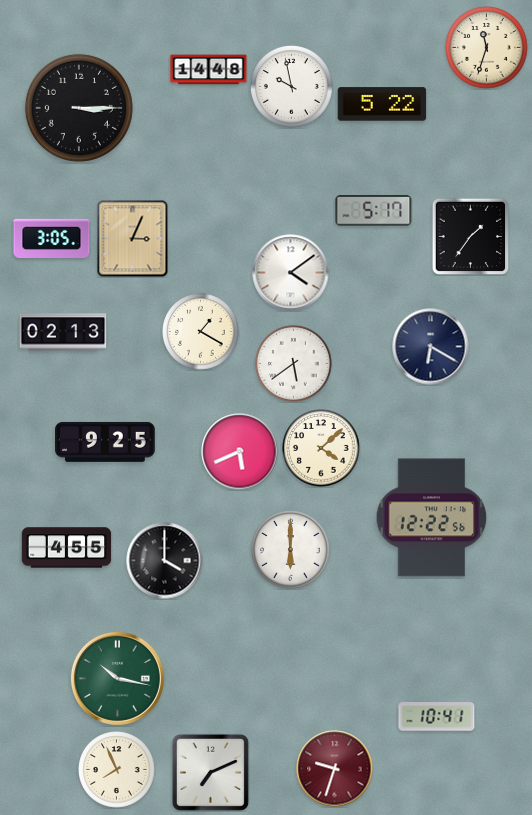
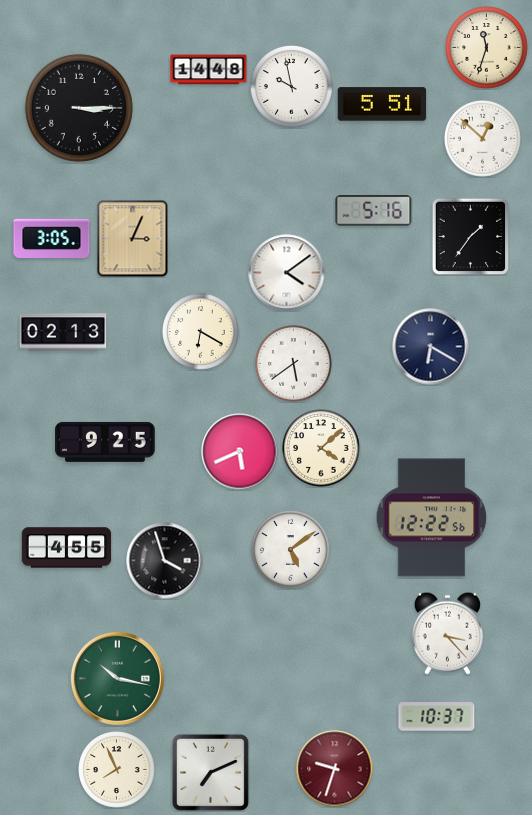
clock at (382, 104): 5:22 -> 5:51
clock at (483, 139): none -> 12:52
clock at (374, 211): 5:17 -> 5:16
clock at (291, 273) position: (291, 273) -> (287, 273)
clock at (201, 332): 1:20 -> 6:20
clock at (291, 550): 6:00 -> 5:09
clock at (165, 561): 4:00 -> 3:57
clock at (447, 633): none -> 3:23
clock at (437, 717): 10:41 -> 10:37
